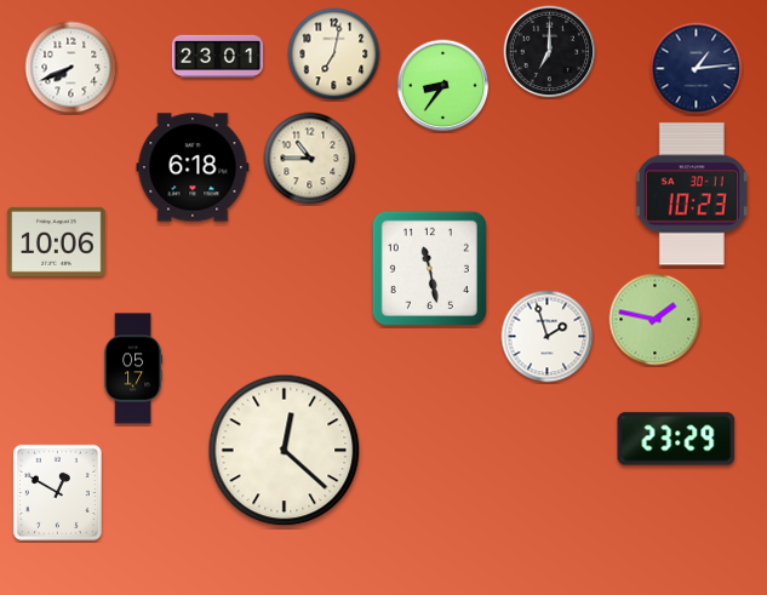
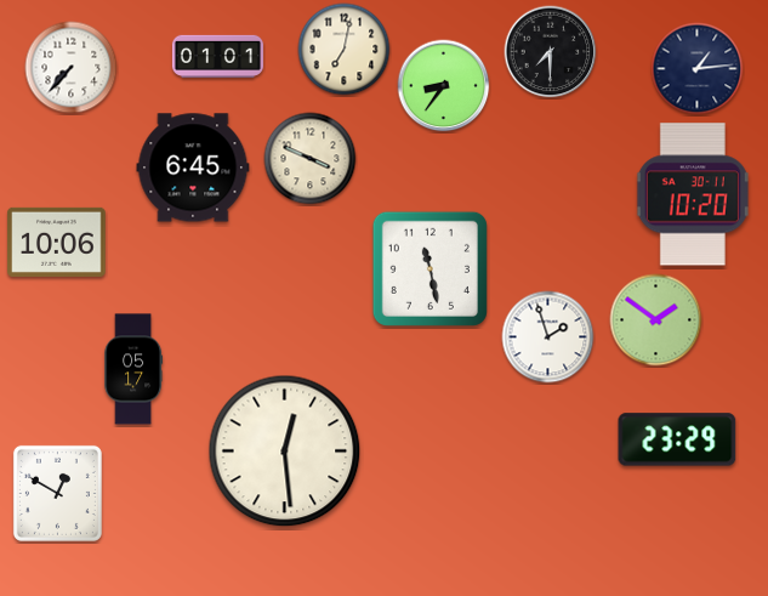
clock at (550, 52): 7:00 -> 7:30
clock at (334, 55) position: (334, 55) -> (345, 50)
clock at (217, 56): 23:01 -> 01:01
clock at (71, 68): 7:41 -> 7:37
clock at (310, 159): 10:45 -> 3:49
clock at (193, 167): 6:18 -> 6:45
clock at (692, 194): 10:23 -> 10:20
clock at (656, 320): 1:47 -> 1:51
clock at (285, 451): 12:22 -> 12:29
